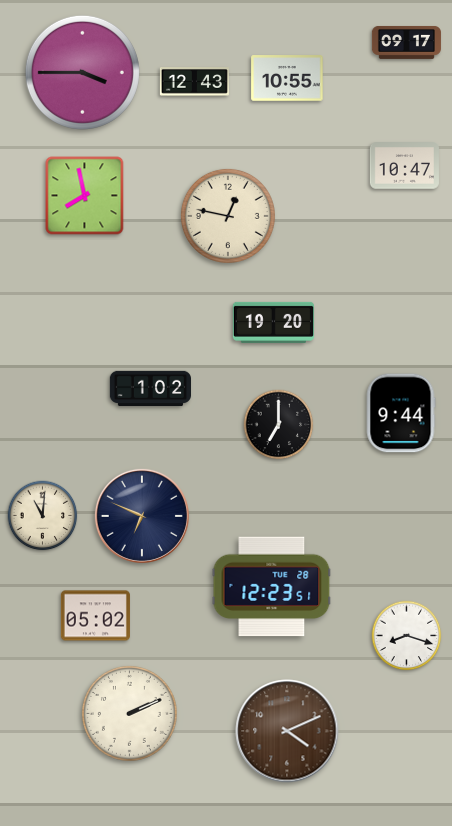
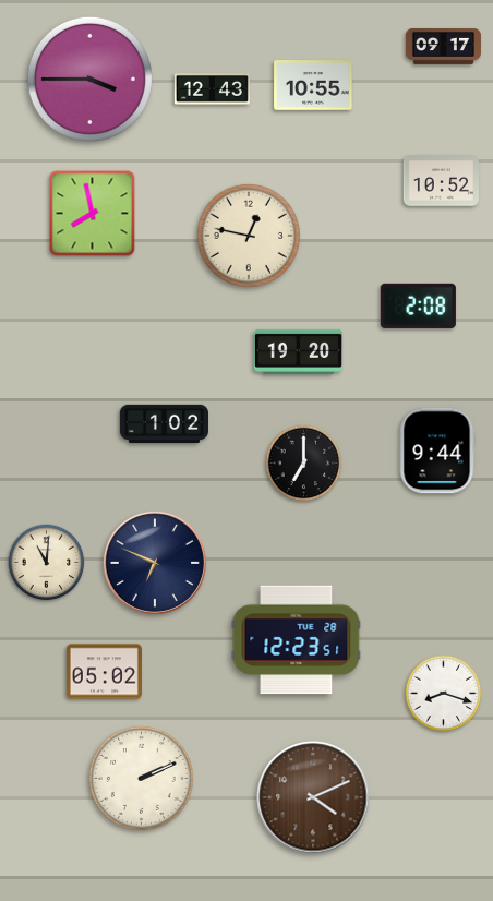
clock at (404, 166): 10:47 -> 10:52
clock at (418, 305): none -> 2:08
